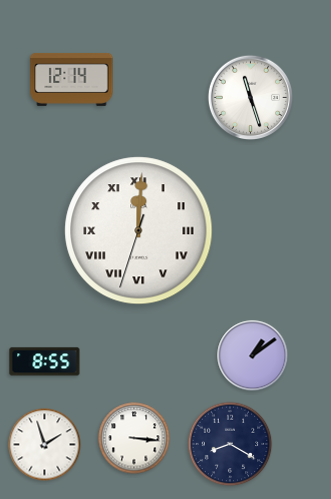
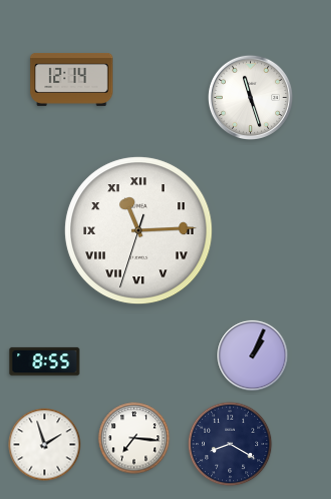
clock at (139, 231): 12:00 -> 11:14
clock at (253, 356): 1:09 -> 1:04
clock at (134, 438): 3:16 -> 7:16
